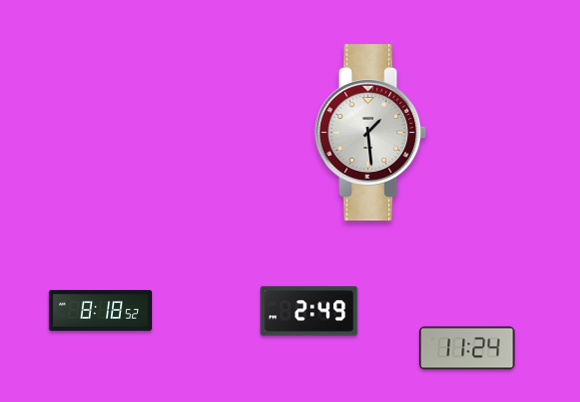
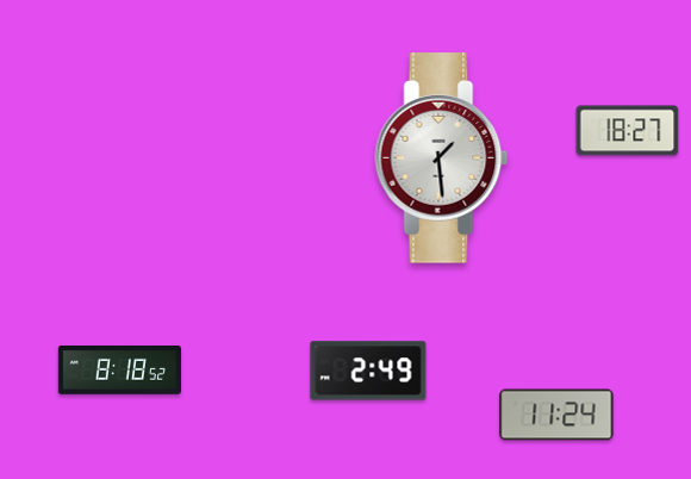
clock at (628, 131): none -> 18:27
